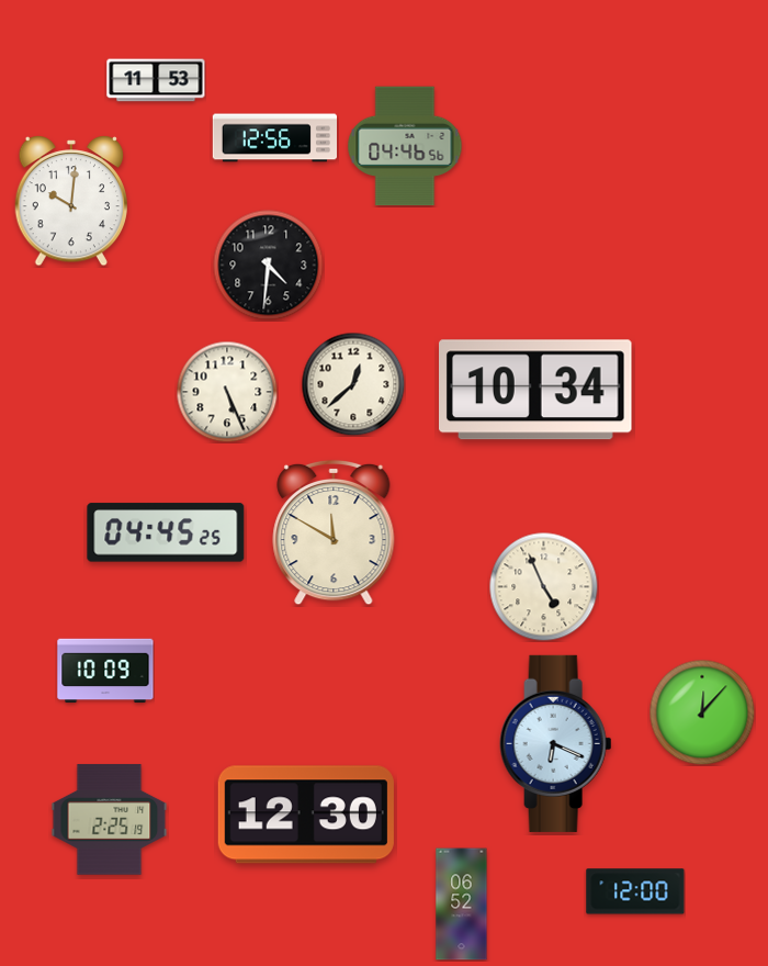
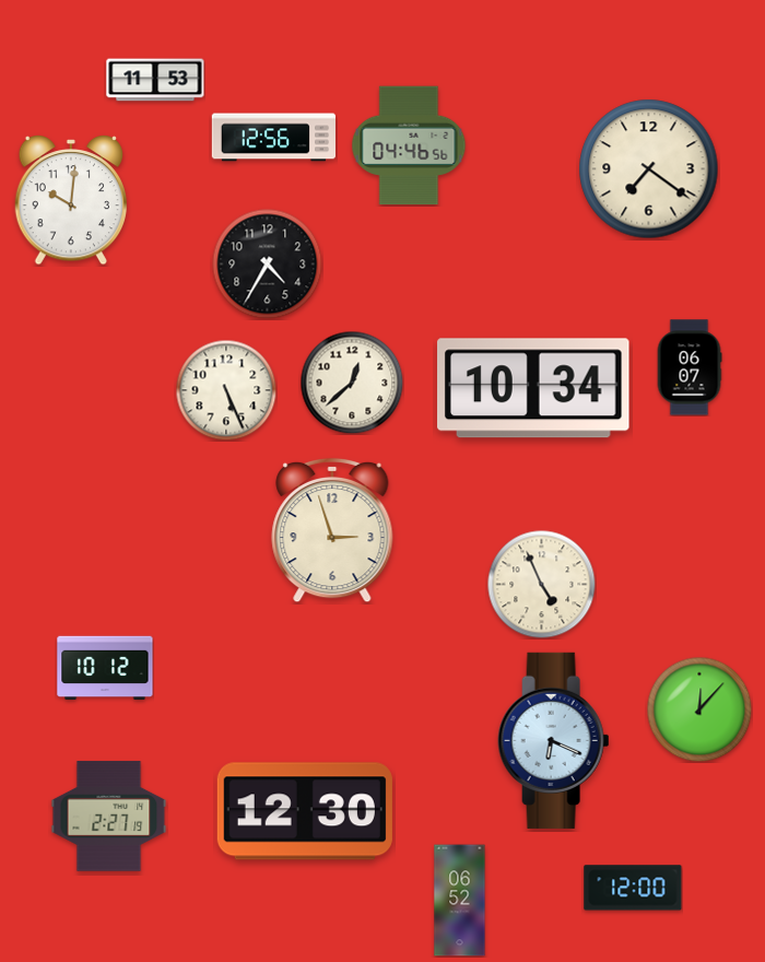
clock at (405, 146) position: (405, 146) -> (409, 145)
clock at (649, 169): none -> 7:21
clock at (269, 266): 4:31 -> 4:35
clock at (690, 367): none -> 06:07
clock at (166, 532): 04:45 -> none
clock at (334, 532): 11:50 -> 2:57
clock at (105, 671): 10:09 -> 10:12
clock at (110, 820): 2:25 -> 2:27
